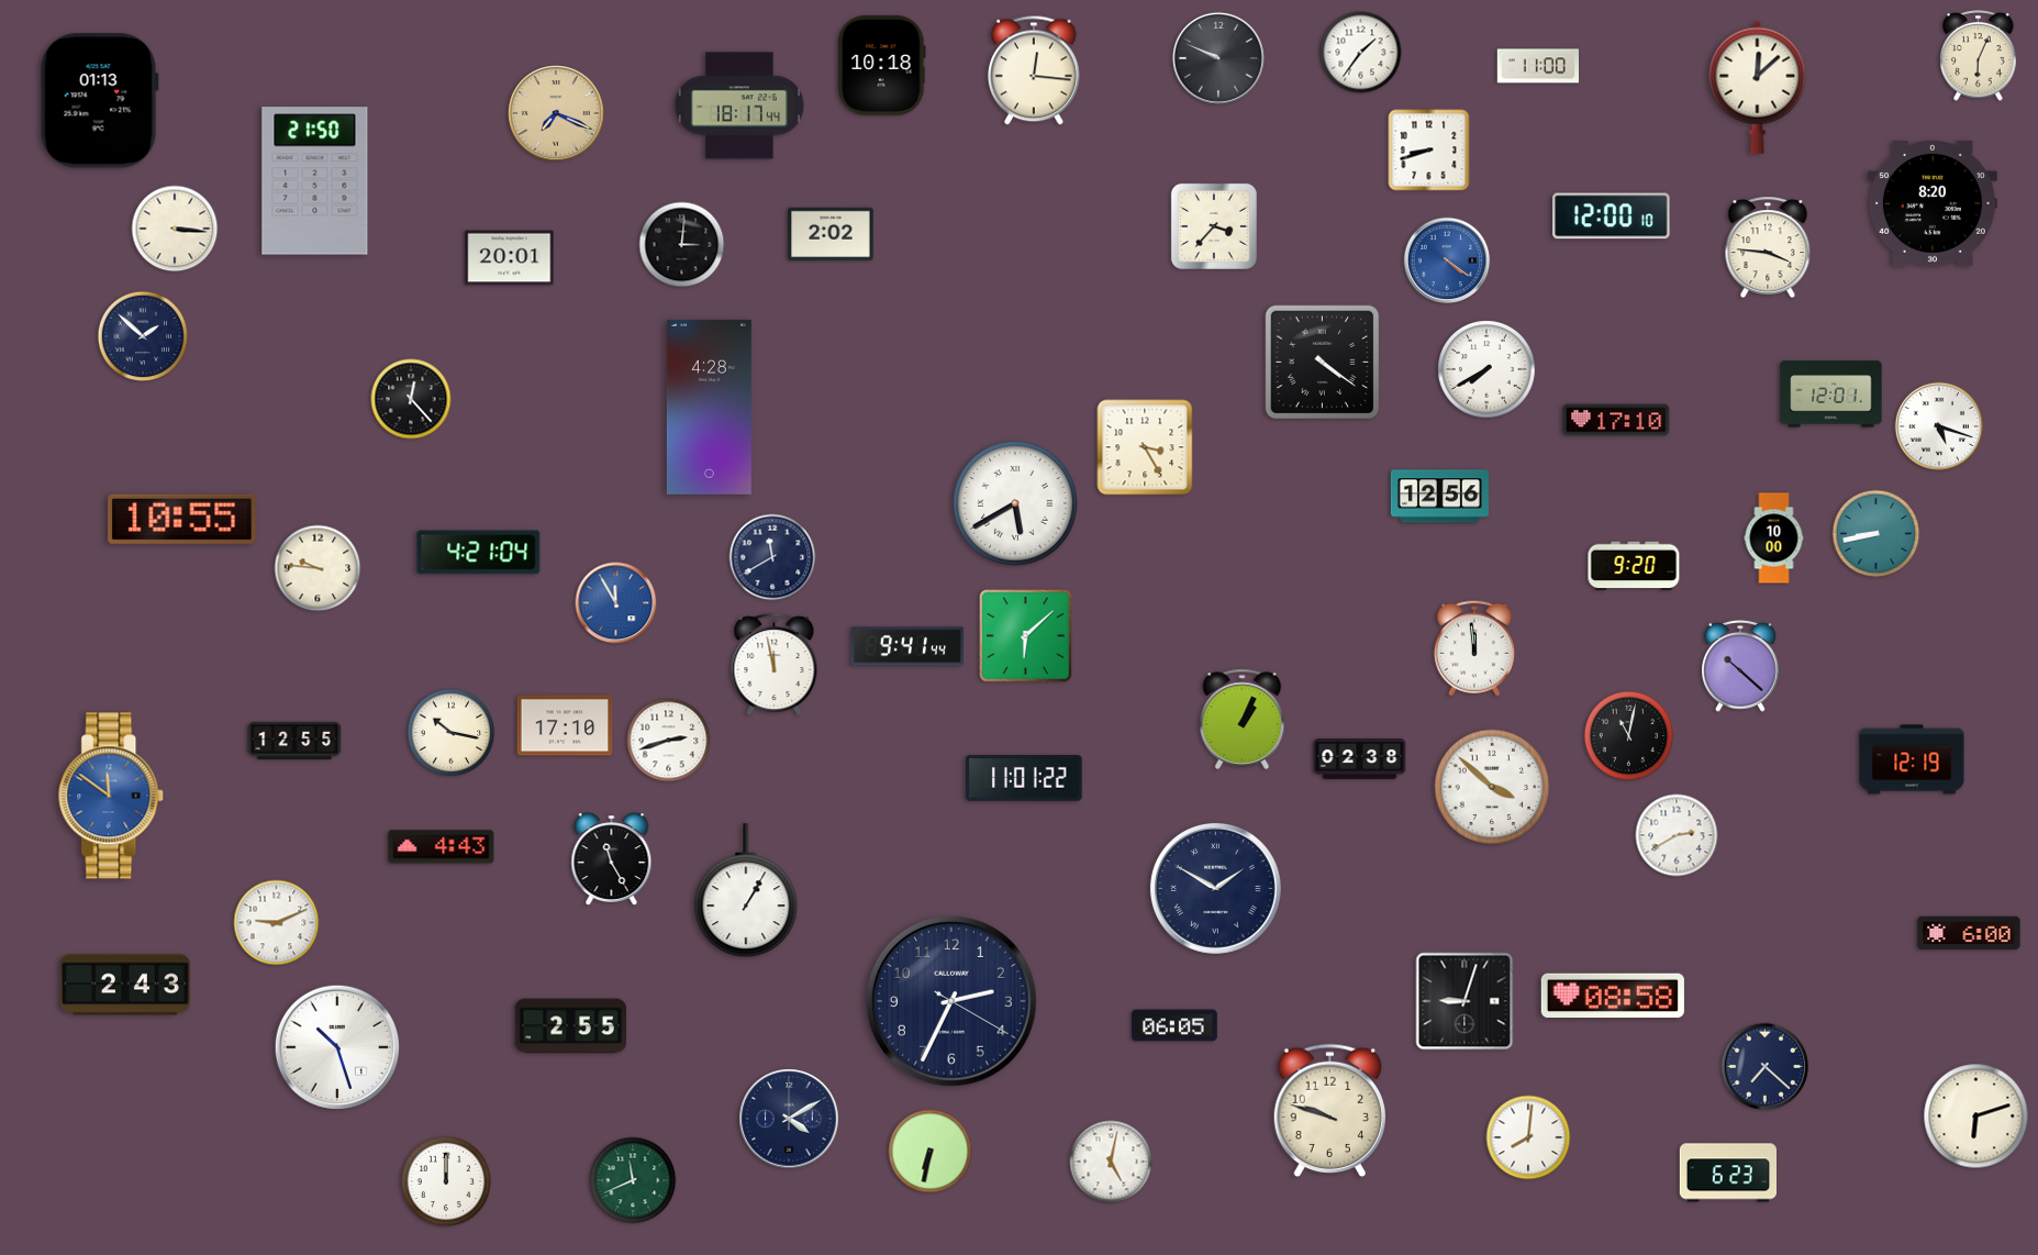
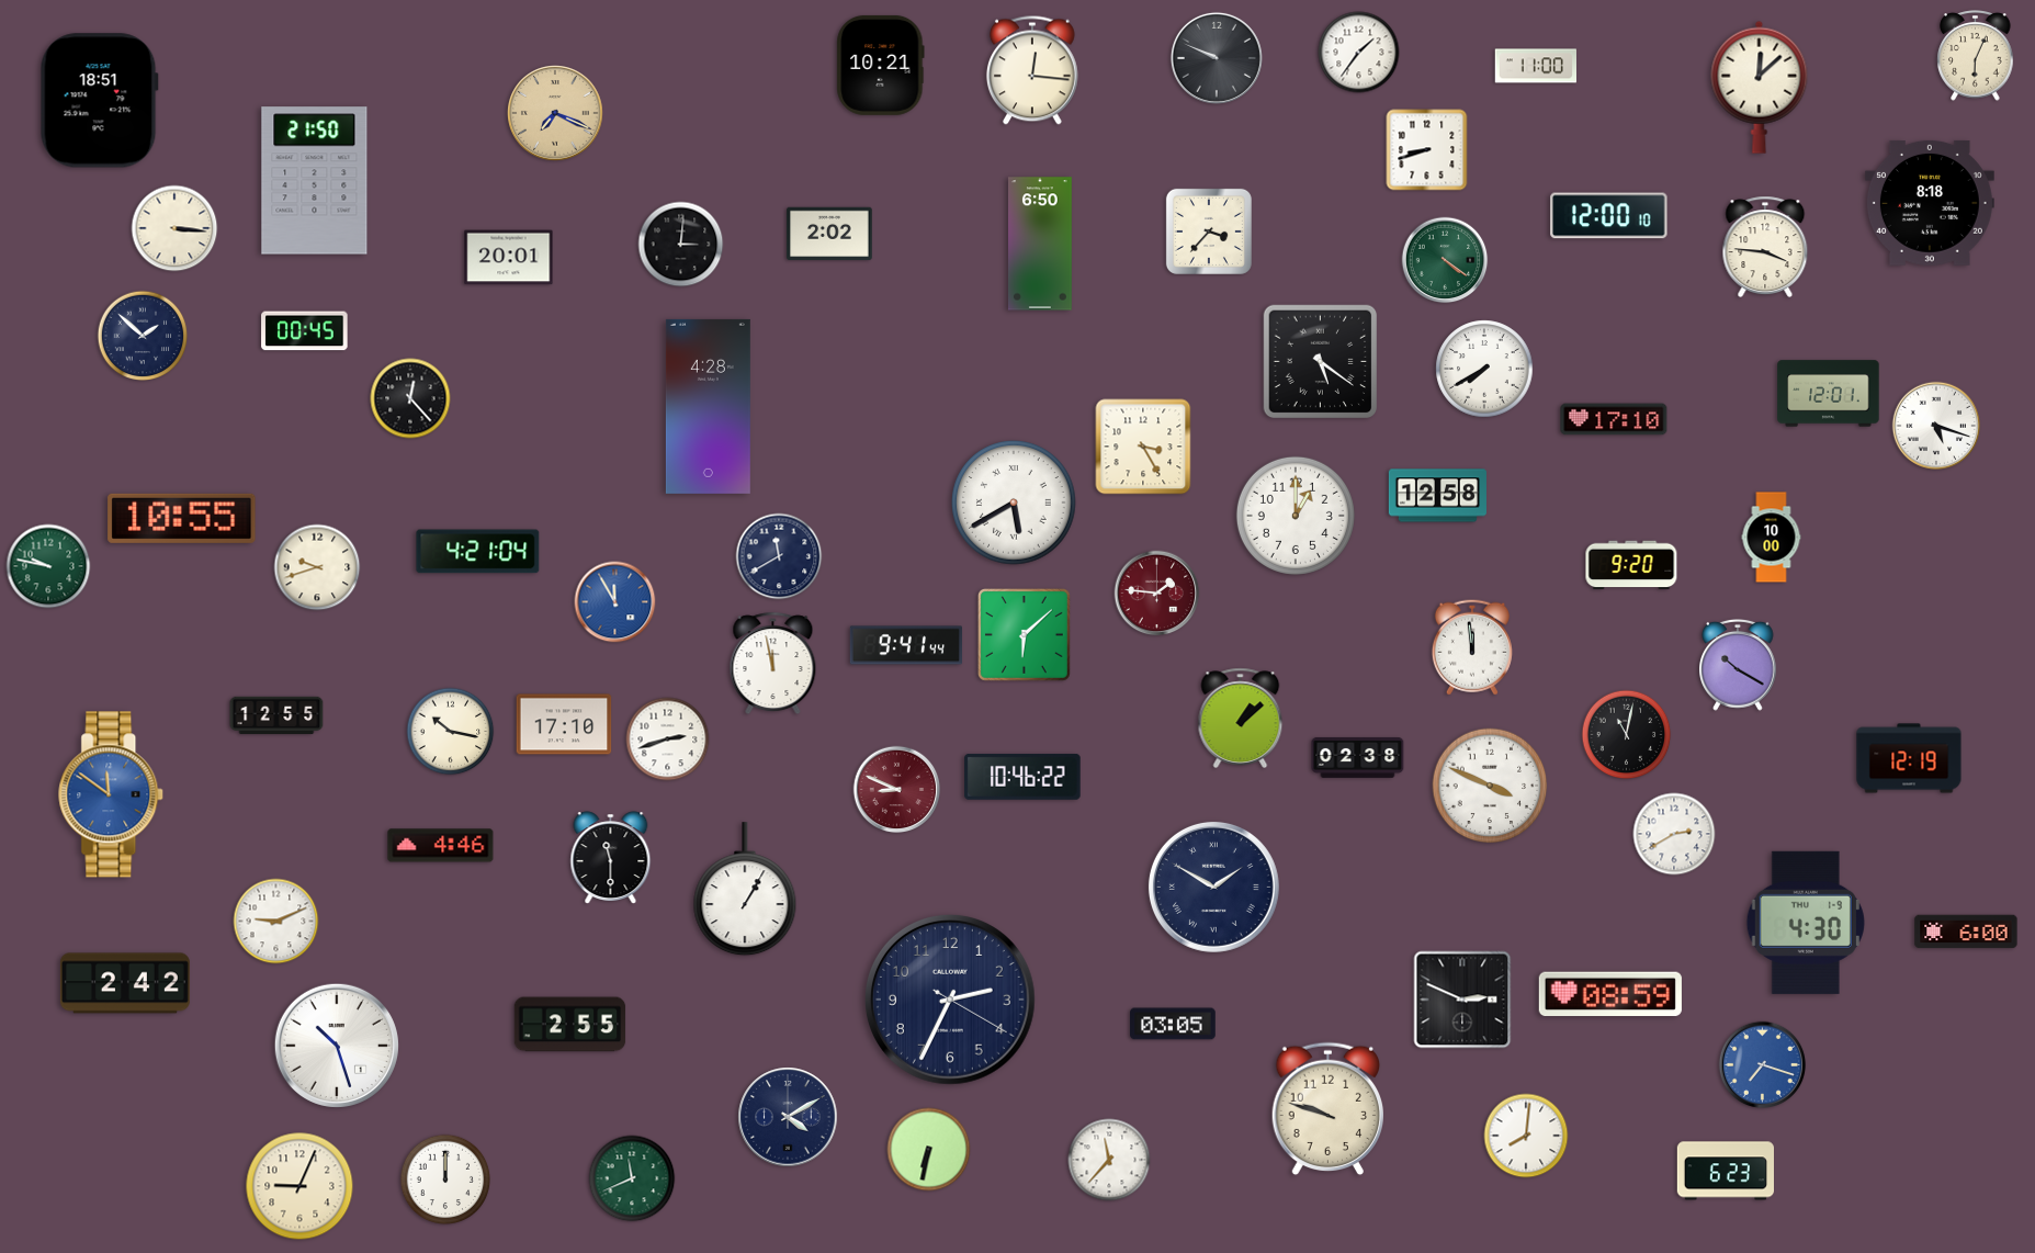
clock at (882, 65): 10:18 -> 10:21
clock at (1758, 87) position: (1758, 87) -> (1760, 87)
clock at (99, 101): 01:13 -> 18:51
clock at (739, 105): 18:17 -> none
clock at (1933, 203): 8:20 -> 8:18
clock at (1214, 226) position: (1214, 226) -> (1209, 232)
clock at (1041, 244): none -> 6:50
clock at (1447, 260) dial: blue -> green
clock at (305, 331): none -> 00:45
clock at (1323, 363): 4:21 -> 5:21
clock at (1439, 497): 12:56 -> 12:58
clock at (1296, 516): none -> 1:00
clock at (1876, 534): 8:43 -> none
clock at (772, 557) position: (772, 557) -> (779, 556)
clock at (48, 566): none -> 9:47
clock at (318, 568): 9:46 -> 9:42
clock at (1157, 594): none -> 1:46
clock at (1741, 666): 10:22 -> 10:20
clock at (1243, 719): 1:04 -> 1:08
clock at (294, 741) position: (294, 741) -> (276, 715)
clock at (1024, 778): 11:01 -> 10:46
clock at (1492, 787): 3:52 -> 3:49
clock at (897, 790): none -> 8:49
clock at (442, 847): 4:43 -> 4:46
clock at (612, 859): 11:25 -> 11:30
clock at (1806, 923): none -> 4:30
clock at (125, 985): 2:43 -> 2:42
clock at (1613, 996): 08:58 -> 08:59
clock at (1465, 1001): 9:03 -> 2:49
clock at (1174, 1025): 06:05 -> 03:05
clock at (1766, 1067): 7:22 -> 7:18
clock at (1766, 1067) dial: navy -> blue
clock at (1976, 1117): 6:12 -> none
clock at (1111, 1162): 5:02 -> 11:37
clock at (299, 1186): none -> 9:04
